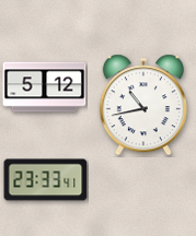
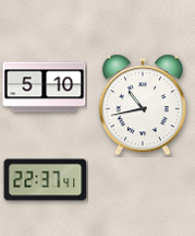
clock at (45, 87): 5:12 -> 5:10
clock at (46, 180): 23:33 -> 22:37
